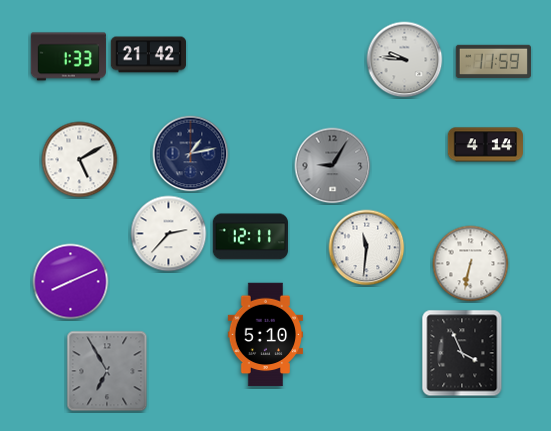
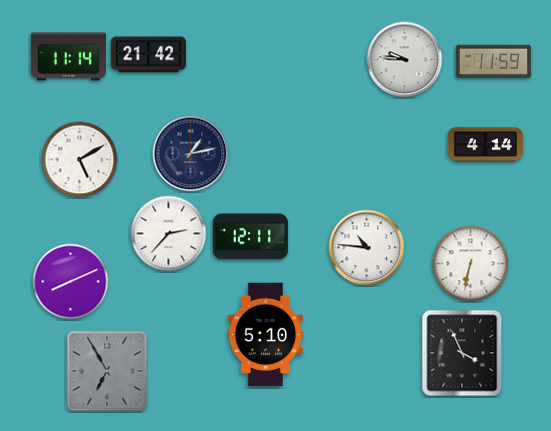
clock at (68, 57): 1:33 -> 11:14
clock at (333, 166): 9:05 -> none
clock at (367, 248): 11:31 -> 10:46
